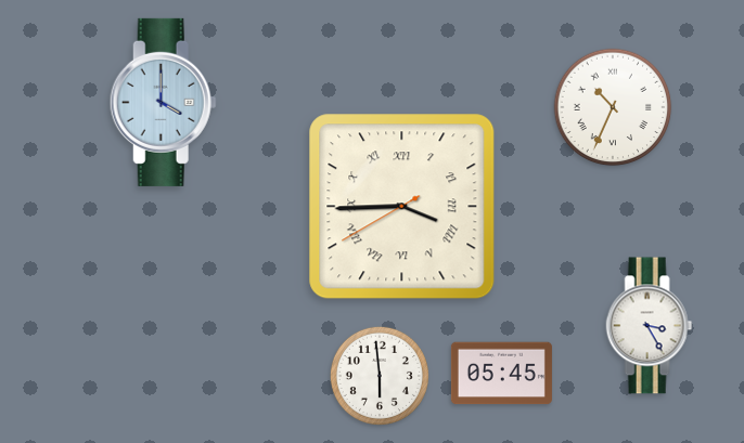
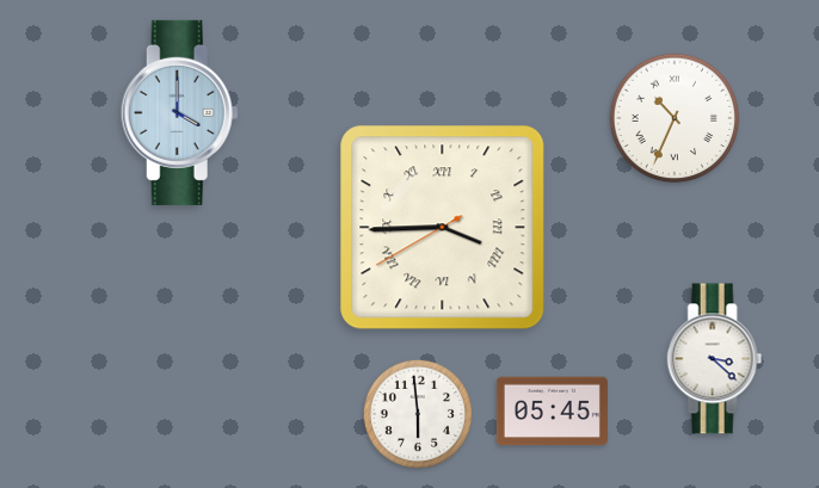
clock at (650, 326): 3:25 -> 3:22
